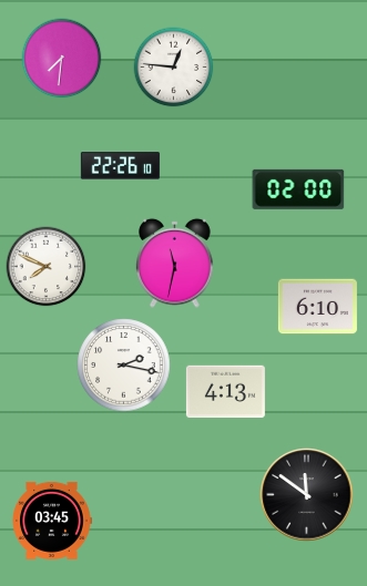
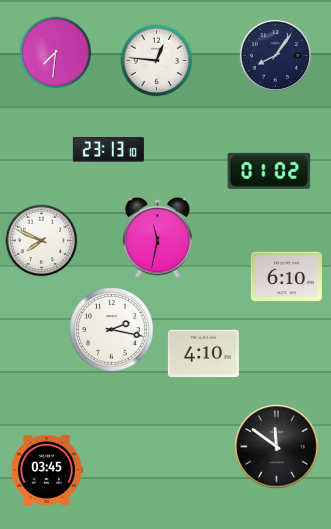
clock at (275, 55): none -> 8:06
clock at (120, 166): 22:26 -> 23:13
clock at (298, 189): 02:00 -> 01:02
clock at (225, 392): 4:13 -> 4:10
